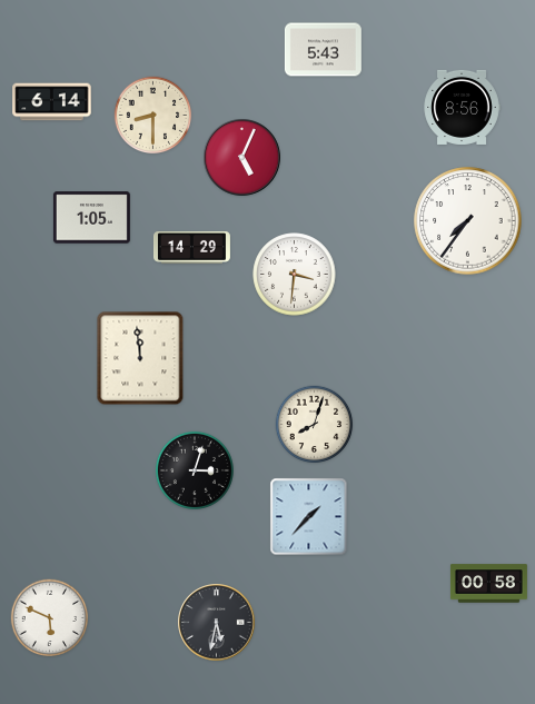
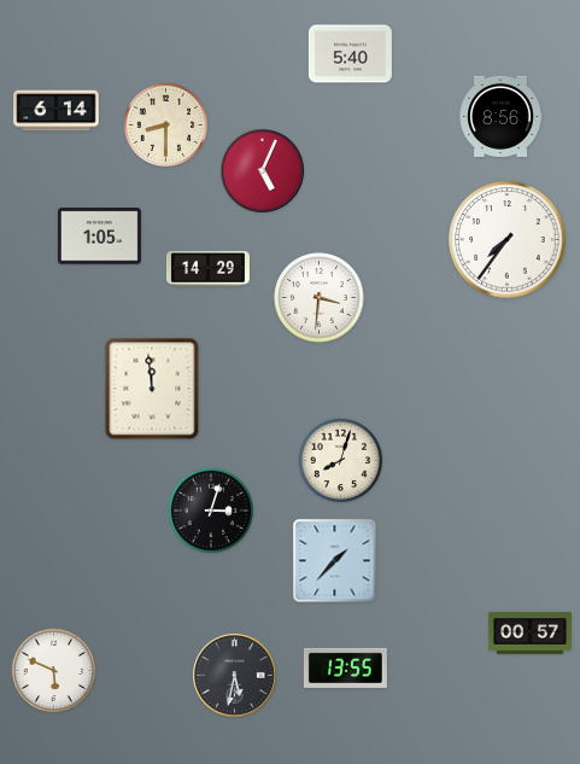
clock at (323, 50): 5:43 -> 5:40
clock at (488, 584): 00:58 -> 00:57
clock at (345, 667): none -> 13:55
